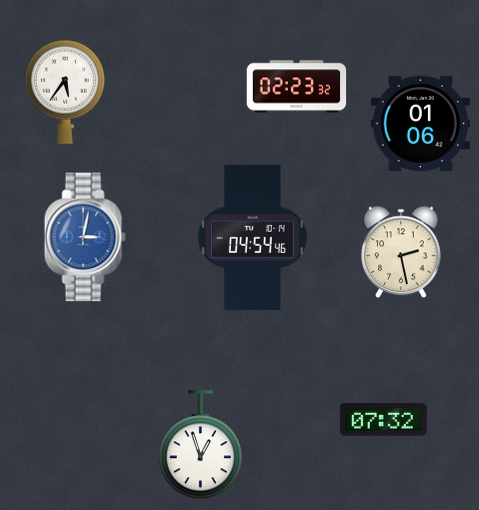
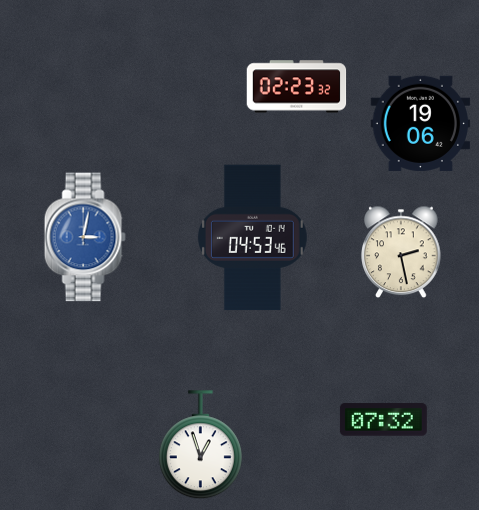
clock at (65, 92): 5:36 -> none
clock at (421, 123): 01:06 -> 19:06
clock at (252, 238): 04:54 -> 04:53
